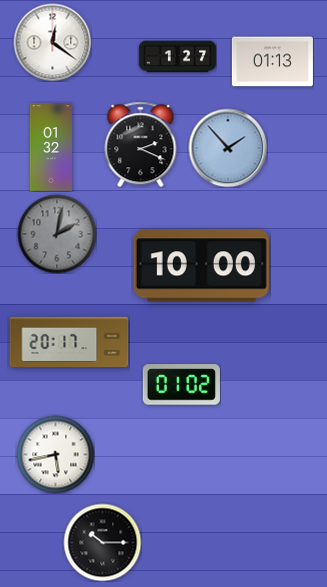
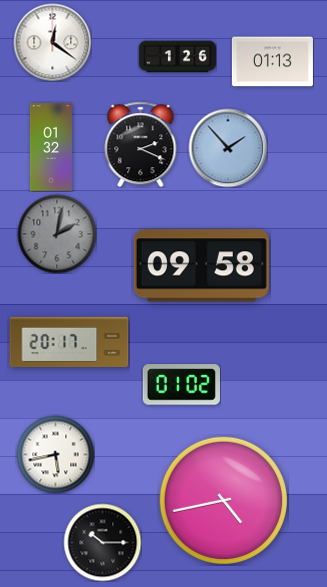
clock at (177, 57): 1:27 -> 1:26
clock at (201, 266): 10:00 -> 09:58
clock at (223, 500): none -> 4:43
